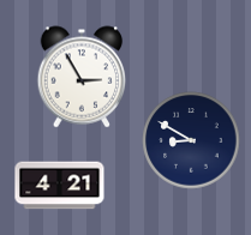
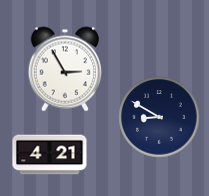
clock at (82, 77) position: (82, 77) -> (65, 69)
